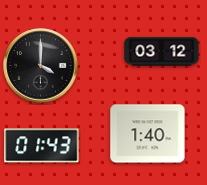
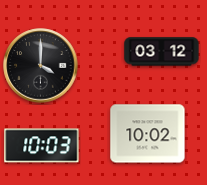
clock at (148, 134): 1:40 -> 10:02
clock at (42, 146): 01:43 -> 10:03
